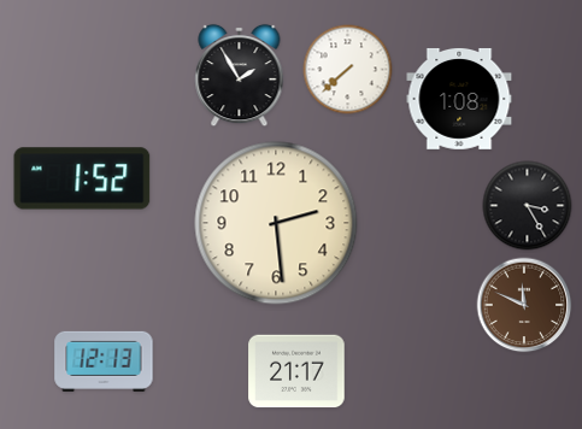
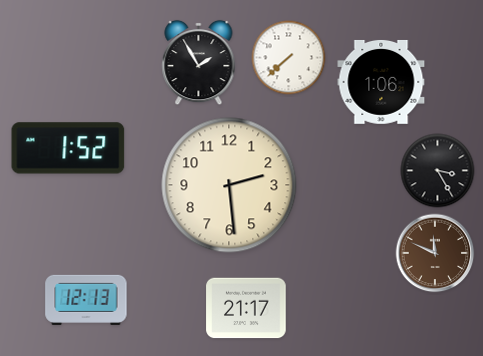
clock at (459, 99): 1:08 -> 1:06
